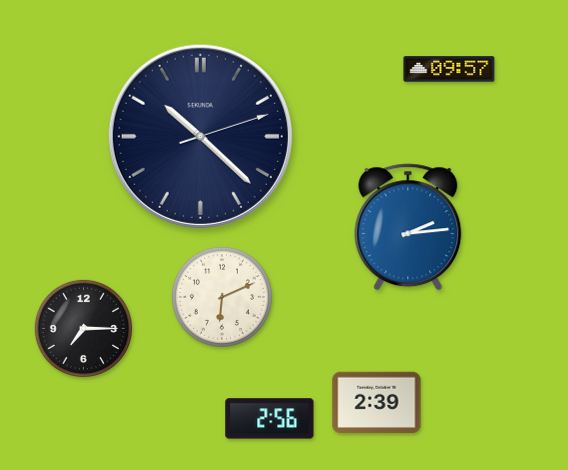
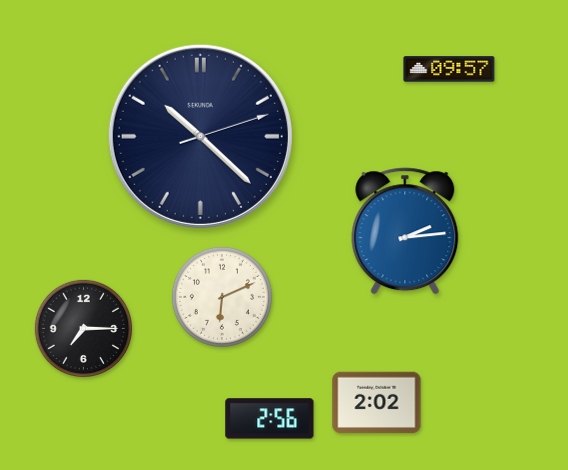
clock at (408, 227) position: (408, 227) -> (405, 231)
clock at (377, 403): 2:39 -> 2:02
